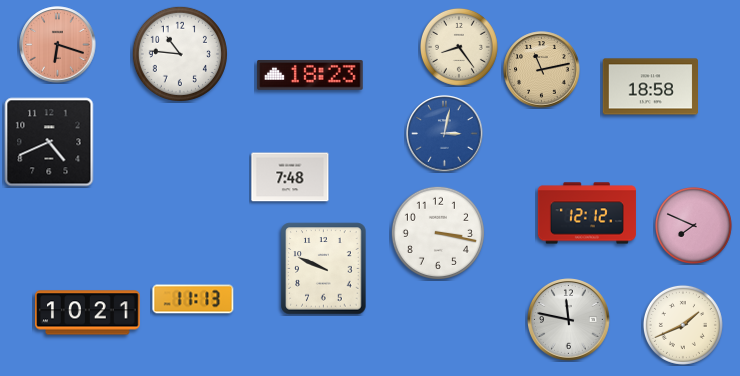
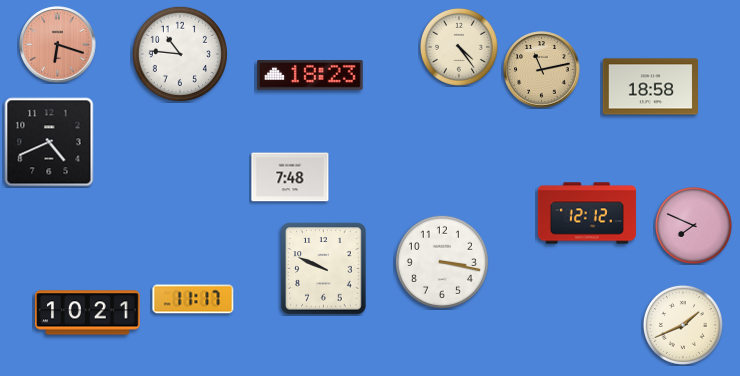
clock at (459, 47): 8:24 -> 4:24
clock at (445, 134): 3:02 -> none
clock at (438, 233) position: (438, 233) -> (442, 262)
clock at (193, 299): 11:13 -> 11:17
clock at (569, 320): 11:47 -> none
